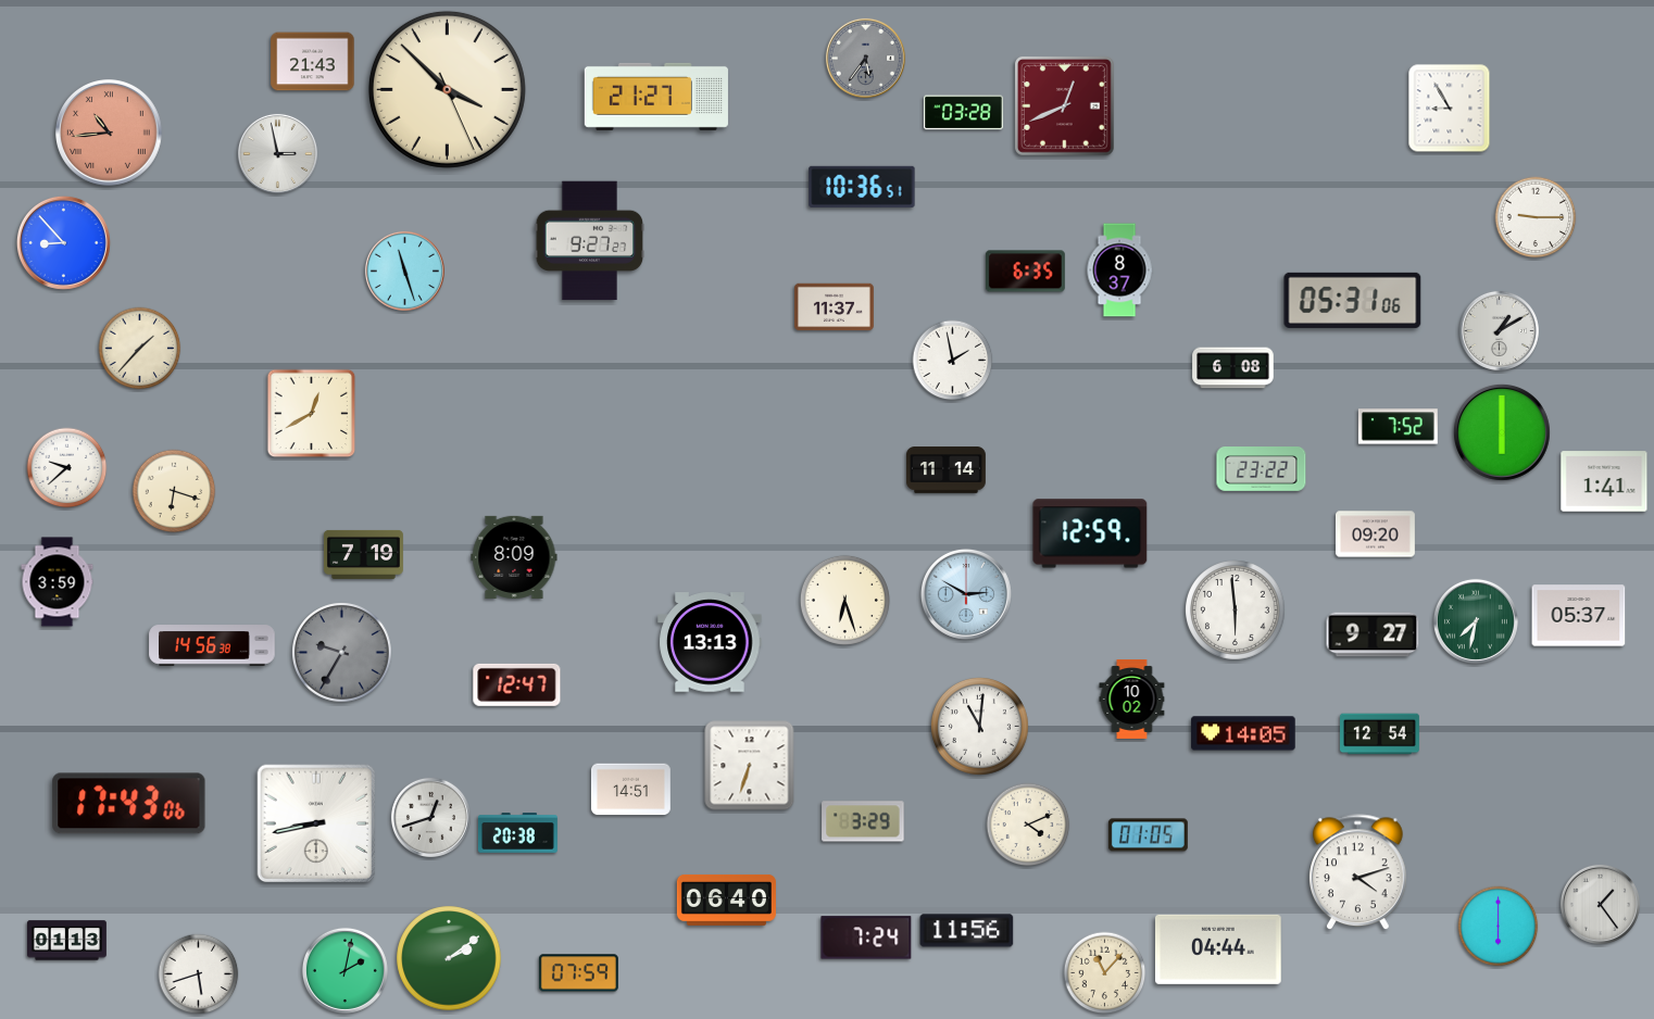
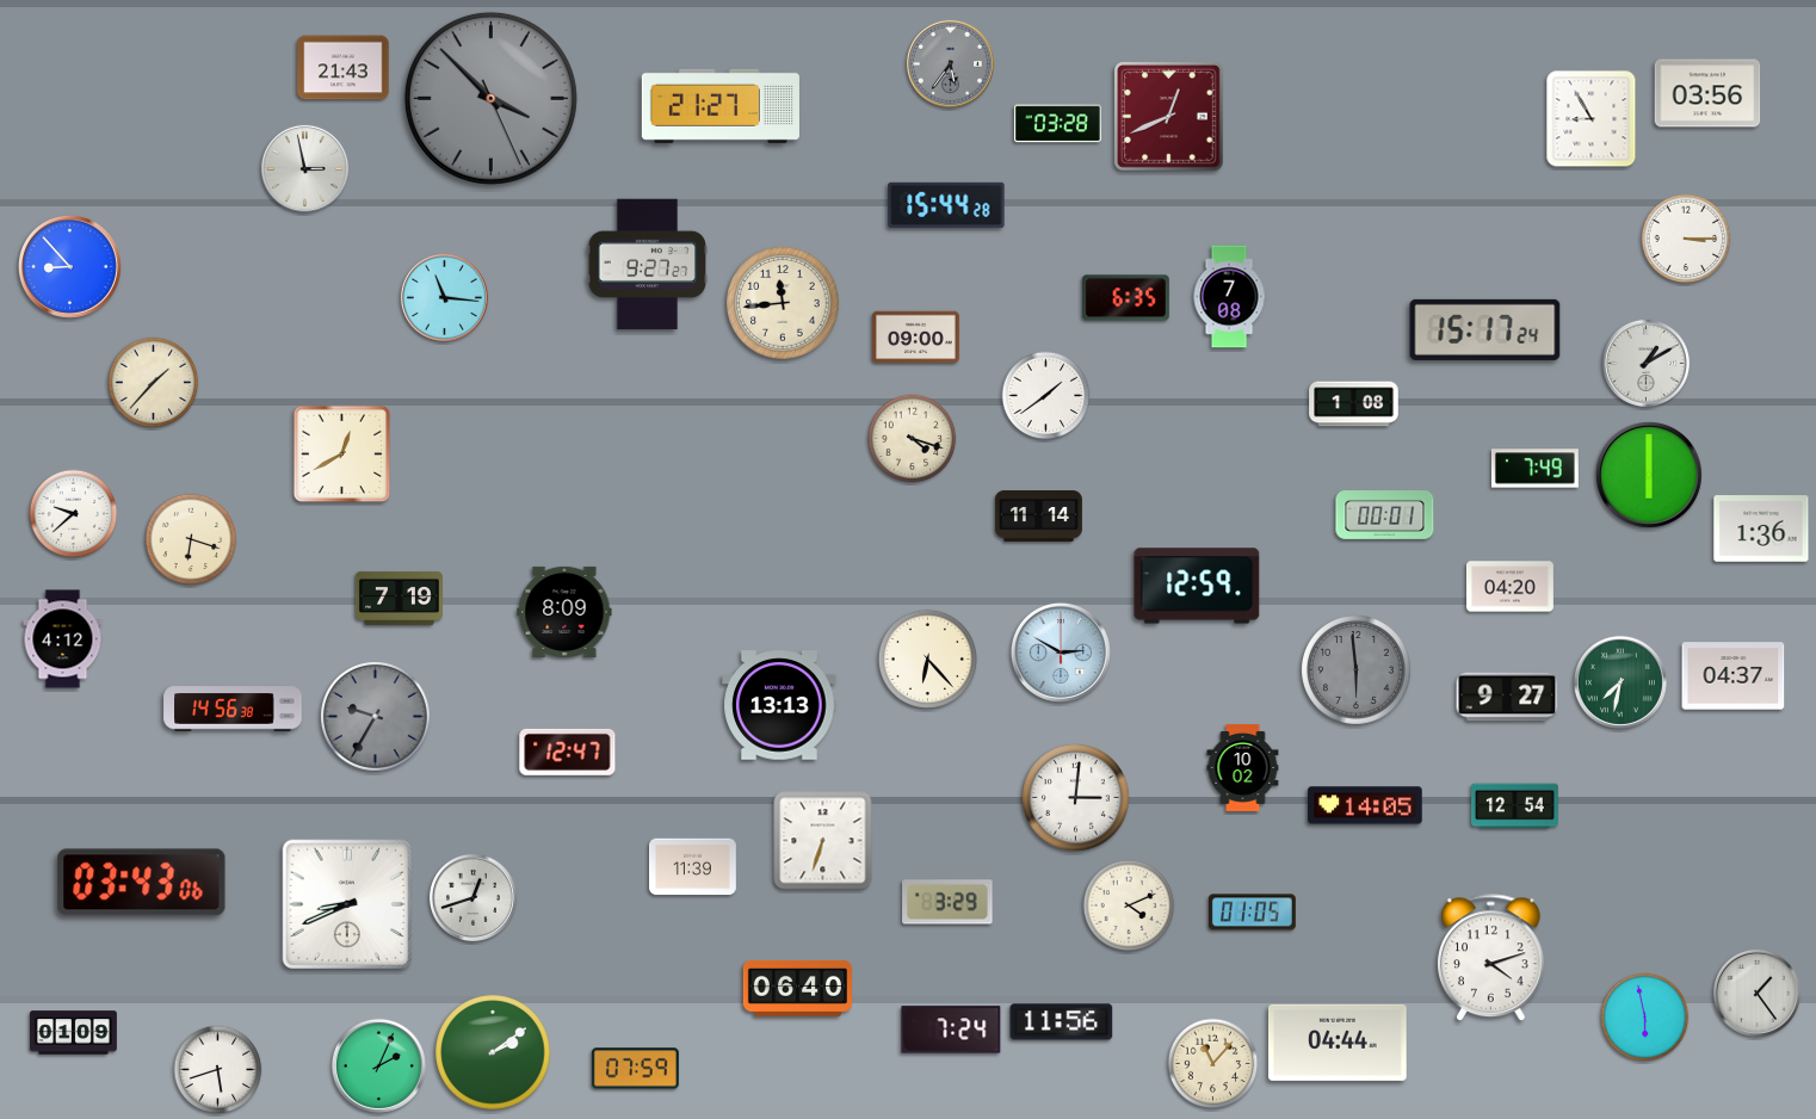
clock at (1707, 93): none -> 03:56
clock at (447, 89) dial: cream -> grey
clock at (110, 134): 10:44 -> none
clock at (862, 187): 10:36 -> 15:44
clock at (1536, 217): 9:15 -> 3:15
clock at (404, 271): 11:27 -> 11:16
clock at (1119, 271): 8:37 -> 7:08
clock at (783, 303): none -> 11:44
clock at (1353, 300): 05:31 -> 15:17
clock at (834, 307): 11:37 -> 09:00
clock at (953, 361): 1:58 -> 1:39
clock at (1233, 368): 6:08 -> 1:08
clock at (913, 439): none -> 4:18
clock at (1398, 427): 7:52 -> 7:49
clock at (1262, 469): 23:22 -> 00:01
clock at (1604, 481): 1:41 -> 1:36
clock at (1375, 534): 09:20 -> 04:20
clock at (363, 554) position: (363, 554) -> (399, 598)
clock at (58, 582): 3:59 -> 4:12
clock at (844, 600): 6:27 -> 6:23
clock at (1236, 611) dial: white -> grey
clock at (1579, 616): 05:37 -> 04:37
clock at (979, 726): 11:01 -> 3:01
clock at (630, 790): 14:51 -> 11:39
clock at (129, 804): 17:43 -> 03:43
clock at (316, 823): 8:43 -> 8:41
clock at (517, 833): 20:38 -> none
clock at (1148, 835) position: (1148, 835) -> (1252, 913)
clock at (1499, 927): 6:00 -> 5:58
clock at (67, 941): 01:13 -> 01:09
clock at (344, 970): 2:02 -> 2:04
clock at (1105, 973) position: (1105, 973) -> (1213, 1064)
